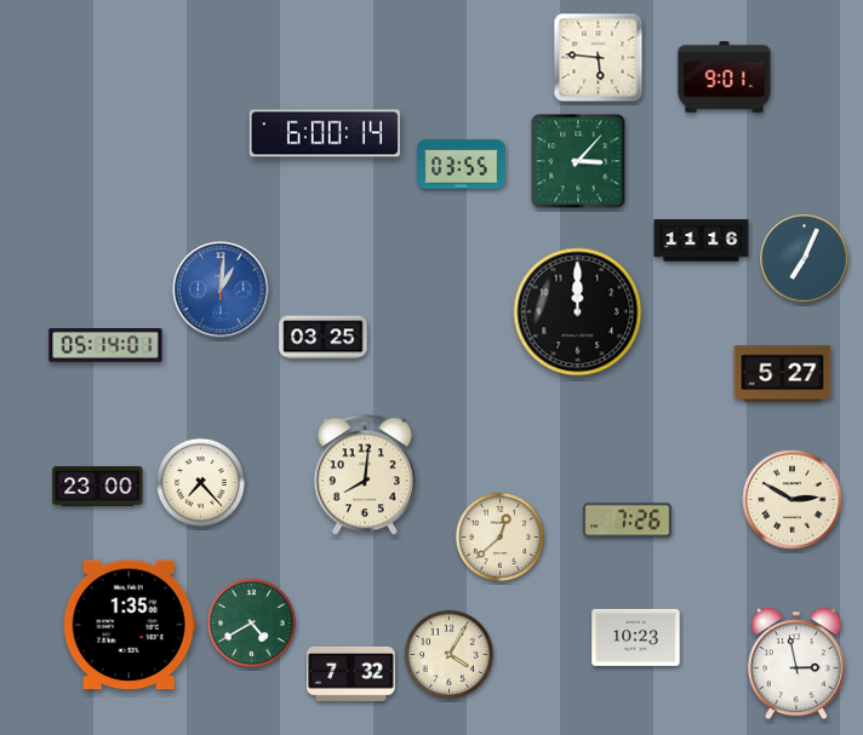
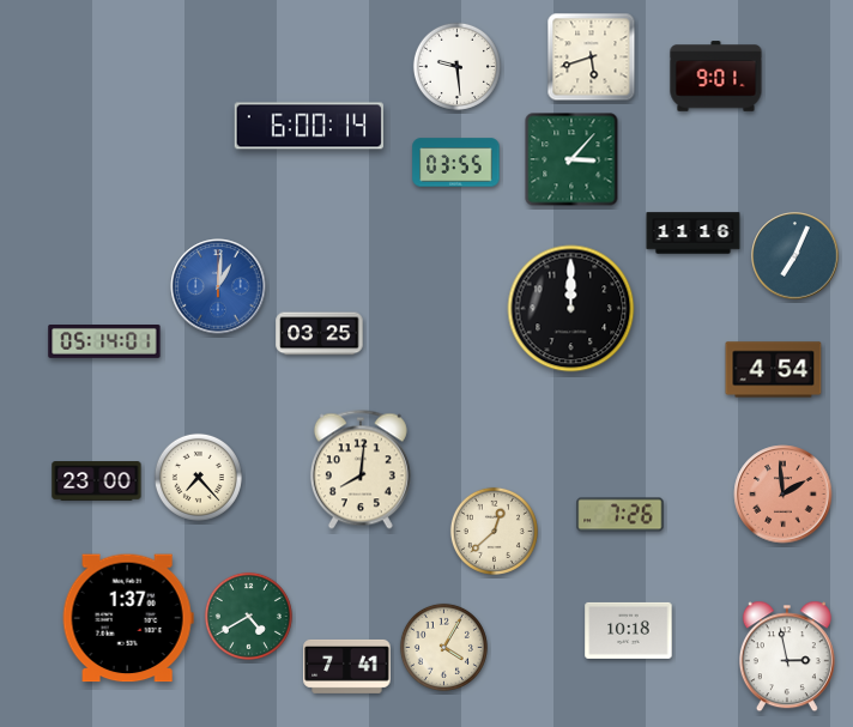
clock at (599, 58): 5:46 -> 5:42
clock at (456, 66): none -> 9:29
clock at (325, 133) position: (325, 133) -> (309, 126)
clock at (702, 241) position: (702, 241) -> (694, 234)
clock at (783, 374): 5:27 -> 4:54
clock at (793, 500): 2:50 -> 1:59
clock at (793, 500) dial: cream -> salmon
clock at (130, 625): 1:35 -> 1:37
clock at (636, 637): 10:23 -> 10:18
clock at (352, 673): 7:32 -> 7:41
